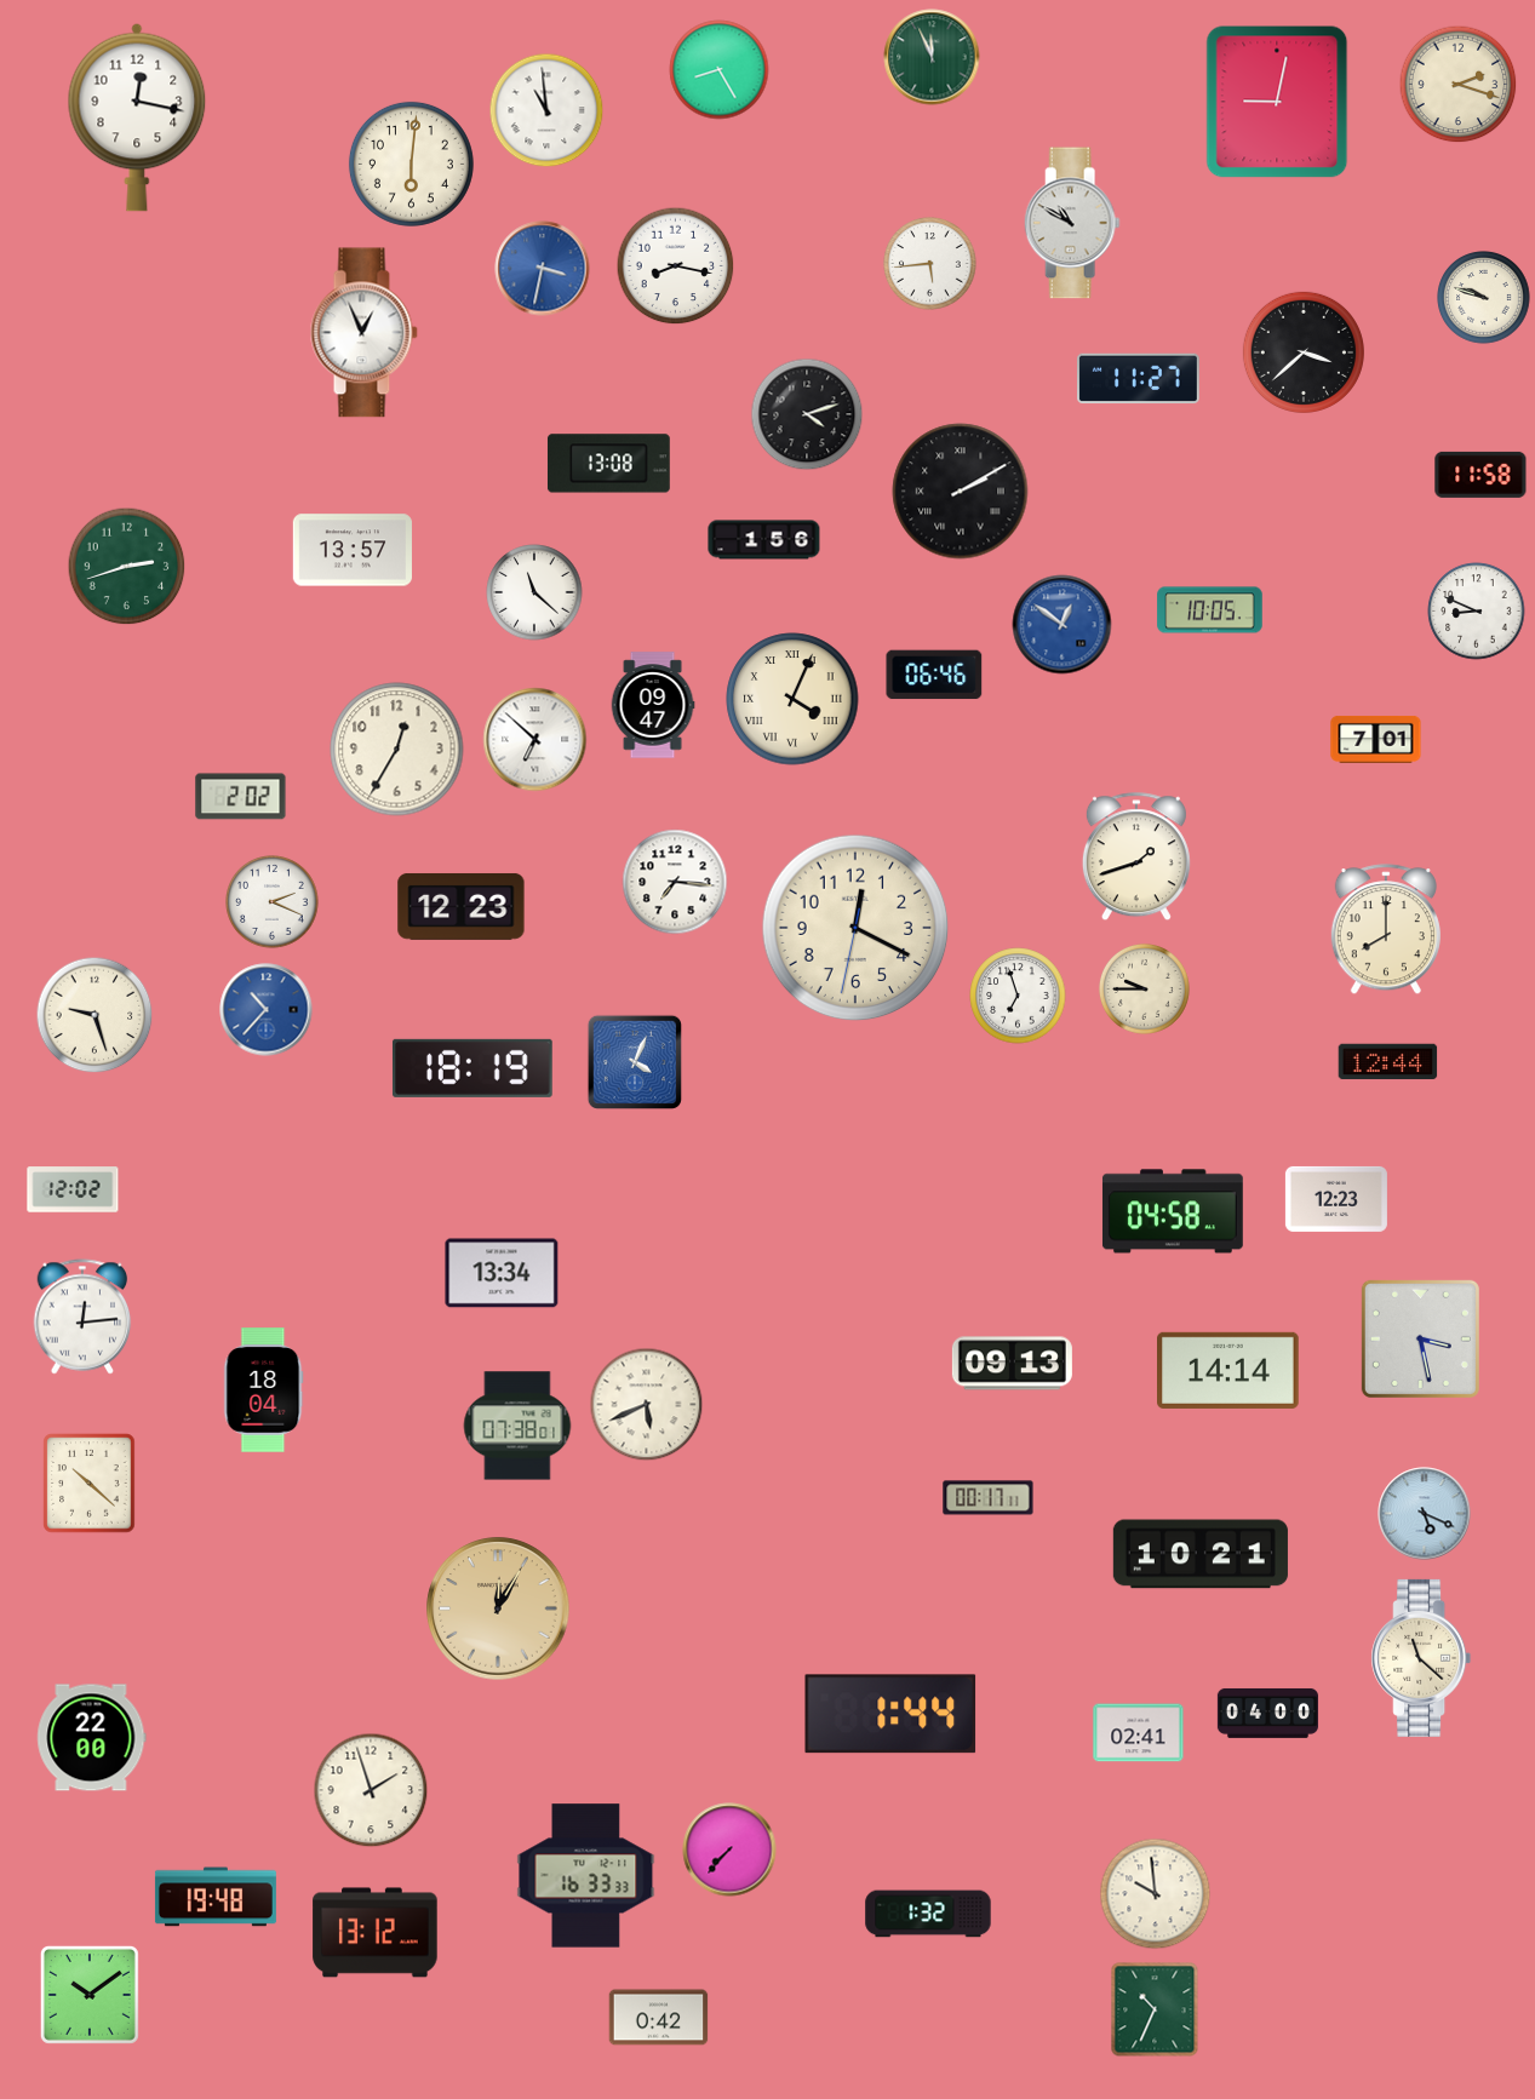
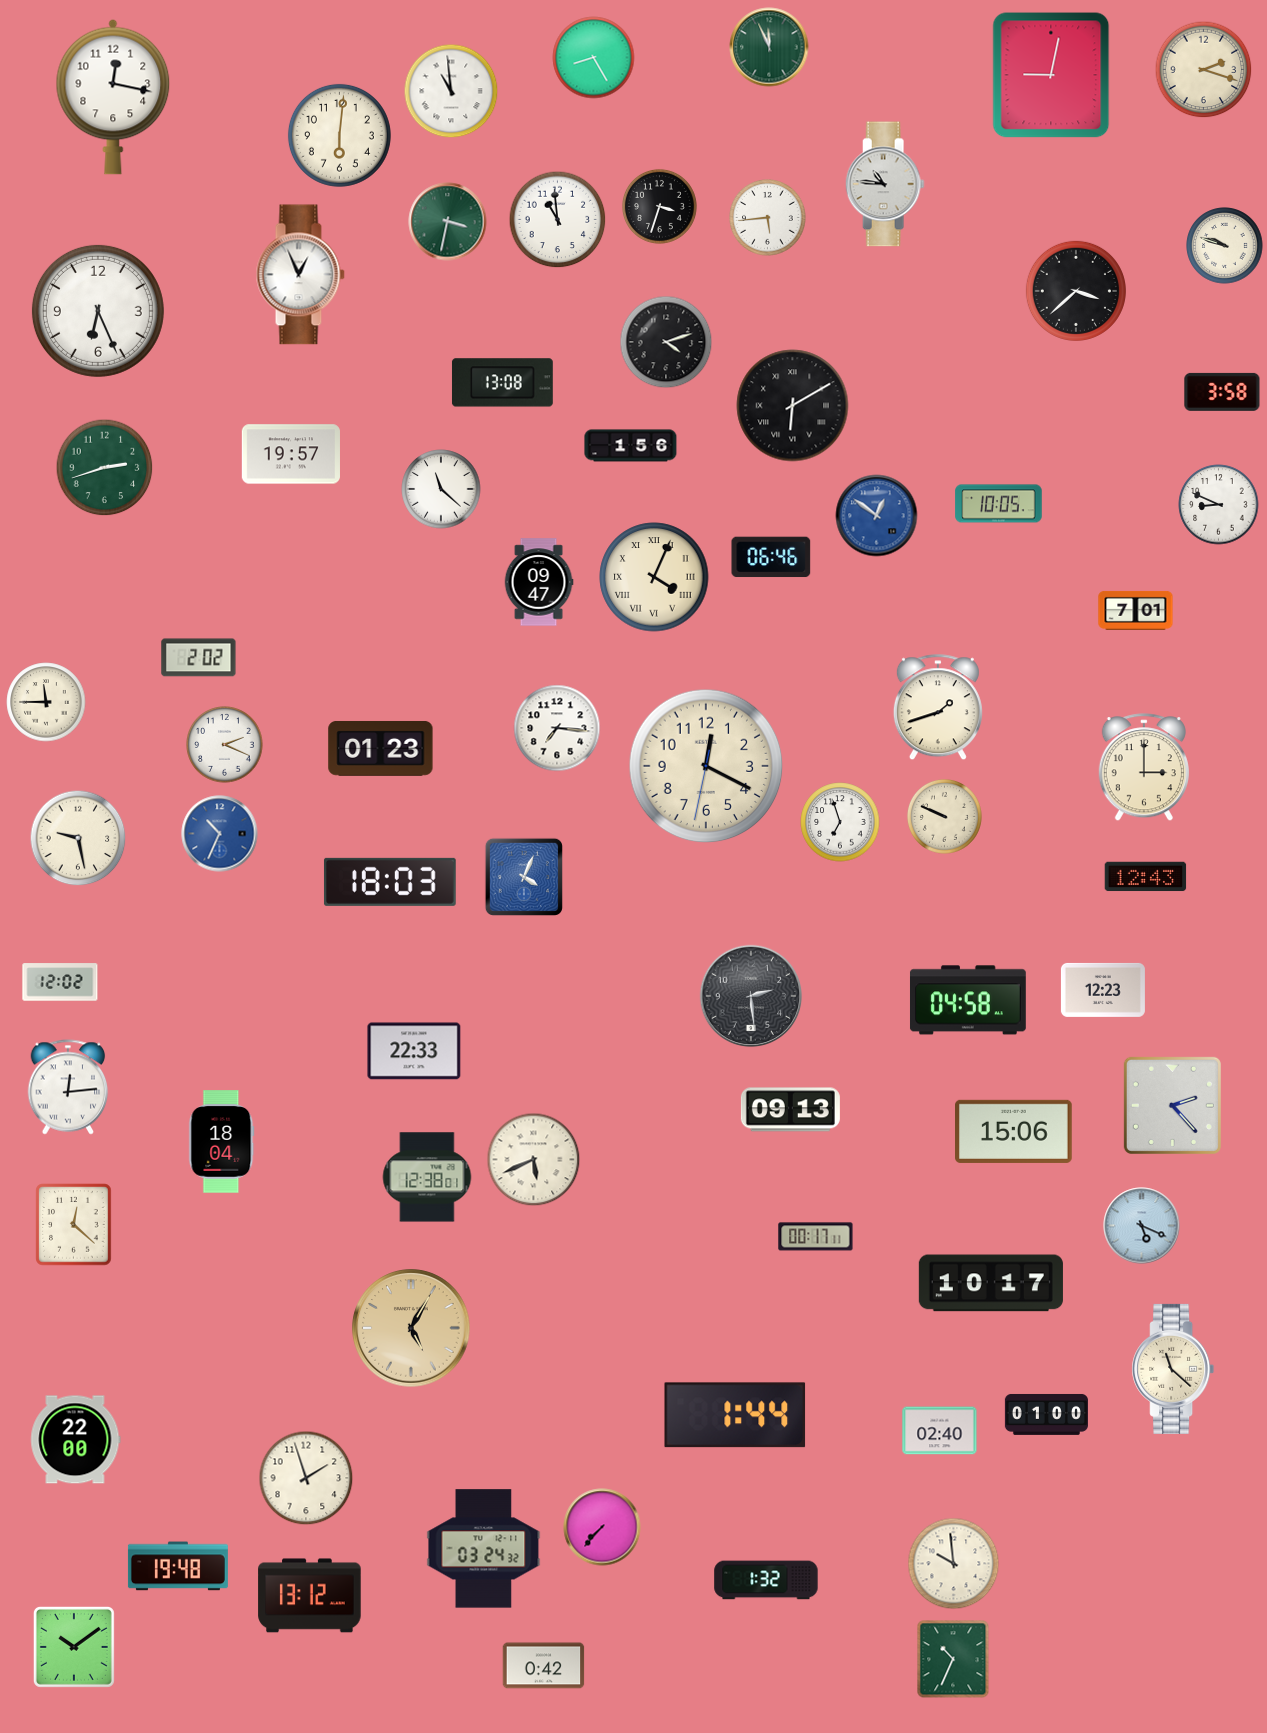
clock at (1277, 102) position: (1277, 102) -> (1051, 75)
clock at (1072, 223): 10:50 -> 10:46
clock at (659, 206): none -> 3:33
clock at (676, 266): 8:17 -> 10:59
clock at (543, 269) dial: blue -> green
clock at (98, 311): none -> 6:26
clock at (1139, 379): 11:27 -> none
clock at (1480, 475): 11:58 -> 3:58
clock at (961, 492): 2:10 -> 6:10
clock at (353, 550): 13:57 -> 19:57
clock at (535, 740): 6:52 -> none
clock at (397, 750): 12:35 -> none
clock at (46, 702): none -> 11:45
clock at (462, 906): 12:23 -> 01:23
clock at (1386, 930): 8:00 -> 3:00
clock at (1144, 988): 9:45 -> 9:49
clock at (267, 1010): 10:37 -> 10:34
clock at (94, 1015): 9:27 -> 9:28
clock at (1388, 1062): 12:44 -> 12:43
clock at (472, 1068): 18:19 -> 18:03
clock at (751, 996): none -> 2:29
clock at (502, 1273): 13:34 -> 22:33
clock at (1420, 1338): 3:28 -> 2:23
clock at (1012, 1364) position: (1012, 1364) -> (790, 1110)
clock at (1228, 1370): 14:14 -> 15:06
clock at (264, 1390) position: (264, 1390) -> (222, 1142)
clock at (517, 1426): 07:38 -> 12:38
clock at (90, 1484): 10:22 -> 12:22
clock at (1425, 1514) position: (1425, 1514) -> (1142, 1226)
clock at (1201, 1554): 10:21 -> 10:17
clock at (498, 1608): 12:05 -> 5:05
clock at (1267, 1713): 04:00 -> 01:00
clock at (1139, 1733): 02:41 -> 02:40
clock at (92, 1738) position: (92, 1738) -> (76, 1440)
clock at (586, 1876): 16:33 -> 03:24
